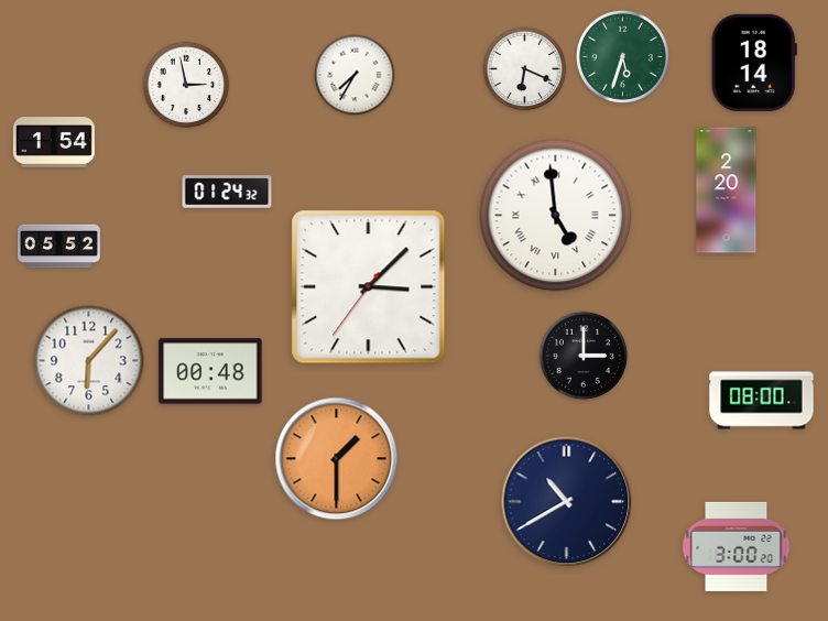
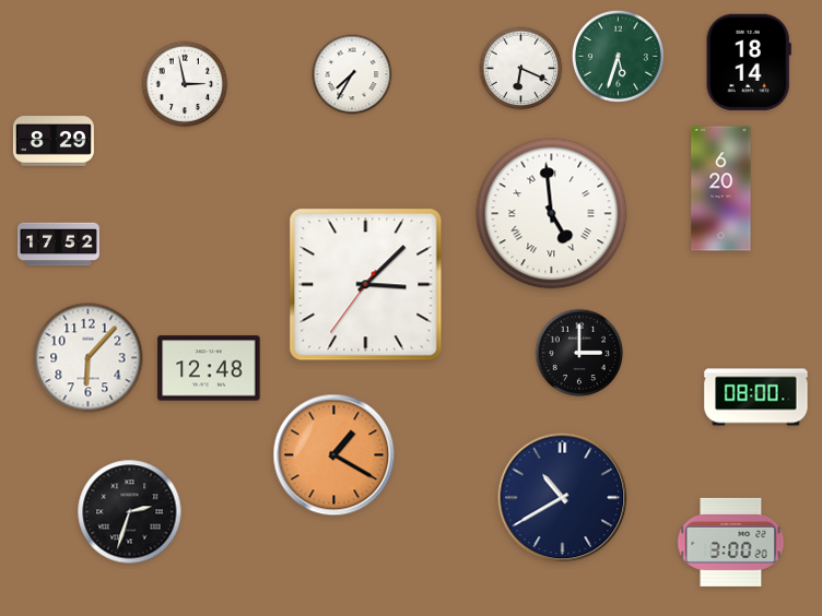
clock at (54, 142): 1:54 -> 8:29
clock at (727, 190): 2:20 -> 6:20
clock at (227, 192): 01:24 -> none
clock at (59, 247): 05:52 -> 17:52
clock at (210, 371): 00:48 -> 12:48
clock at (337, 459): 1:30 -> 1:20
clock at (130, 512): none -> 2:33
